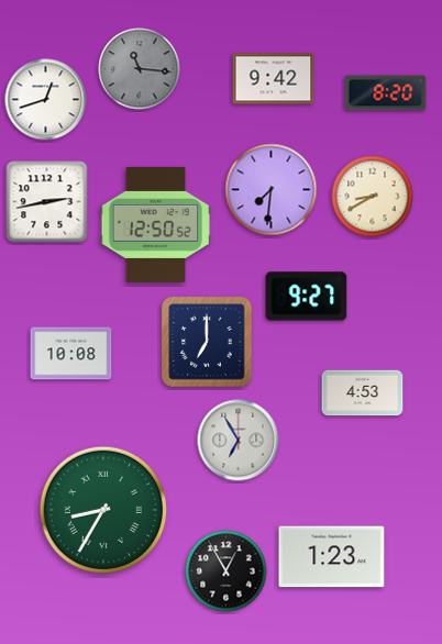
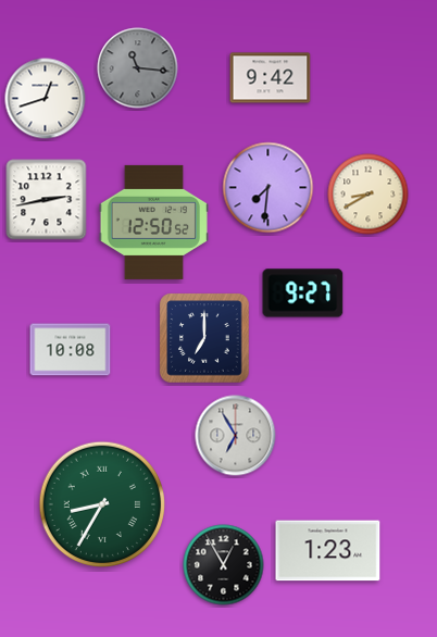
clock at (386, 93): 8:20 -> none
clock at (363, 393): 4:53 -> none
